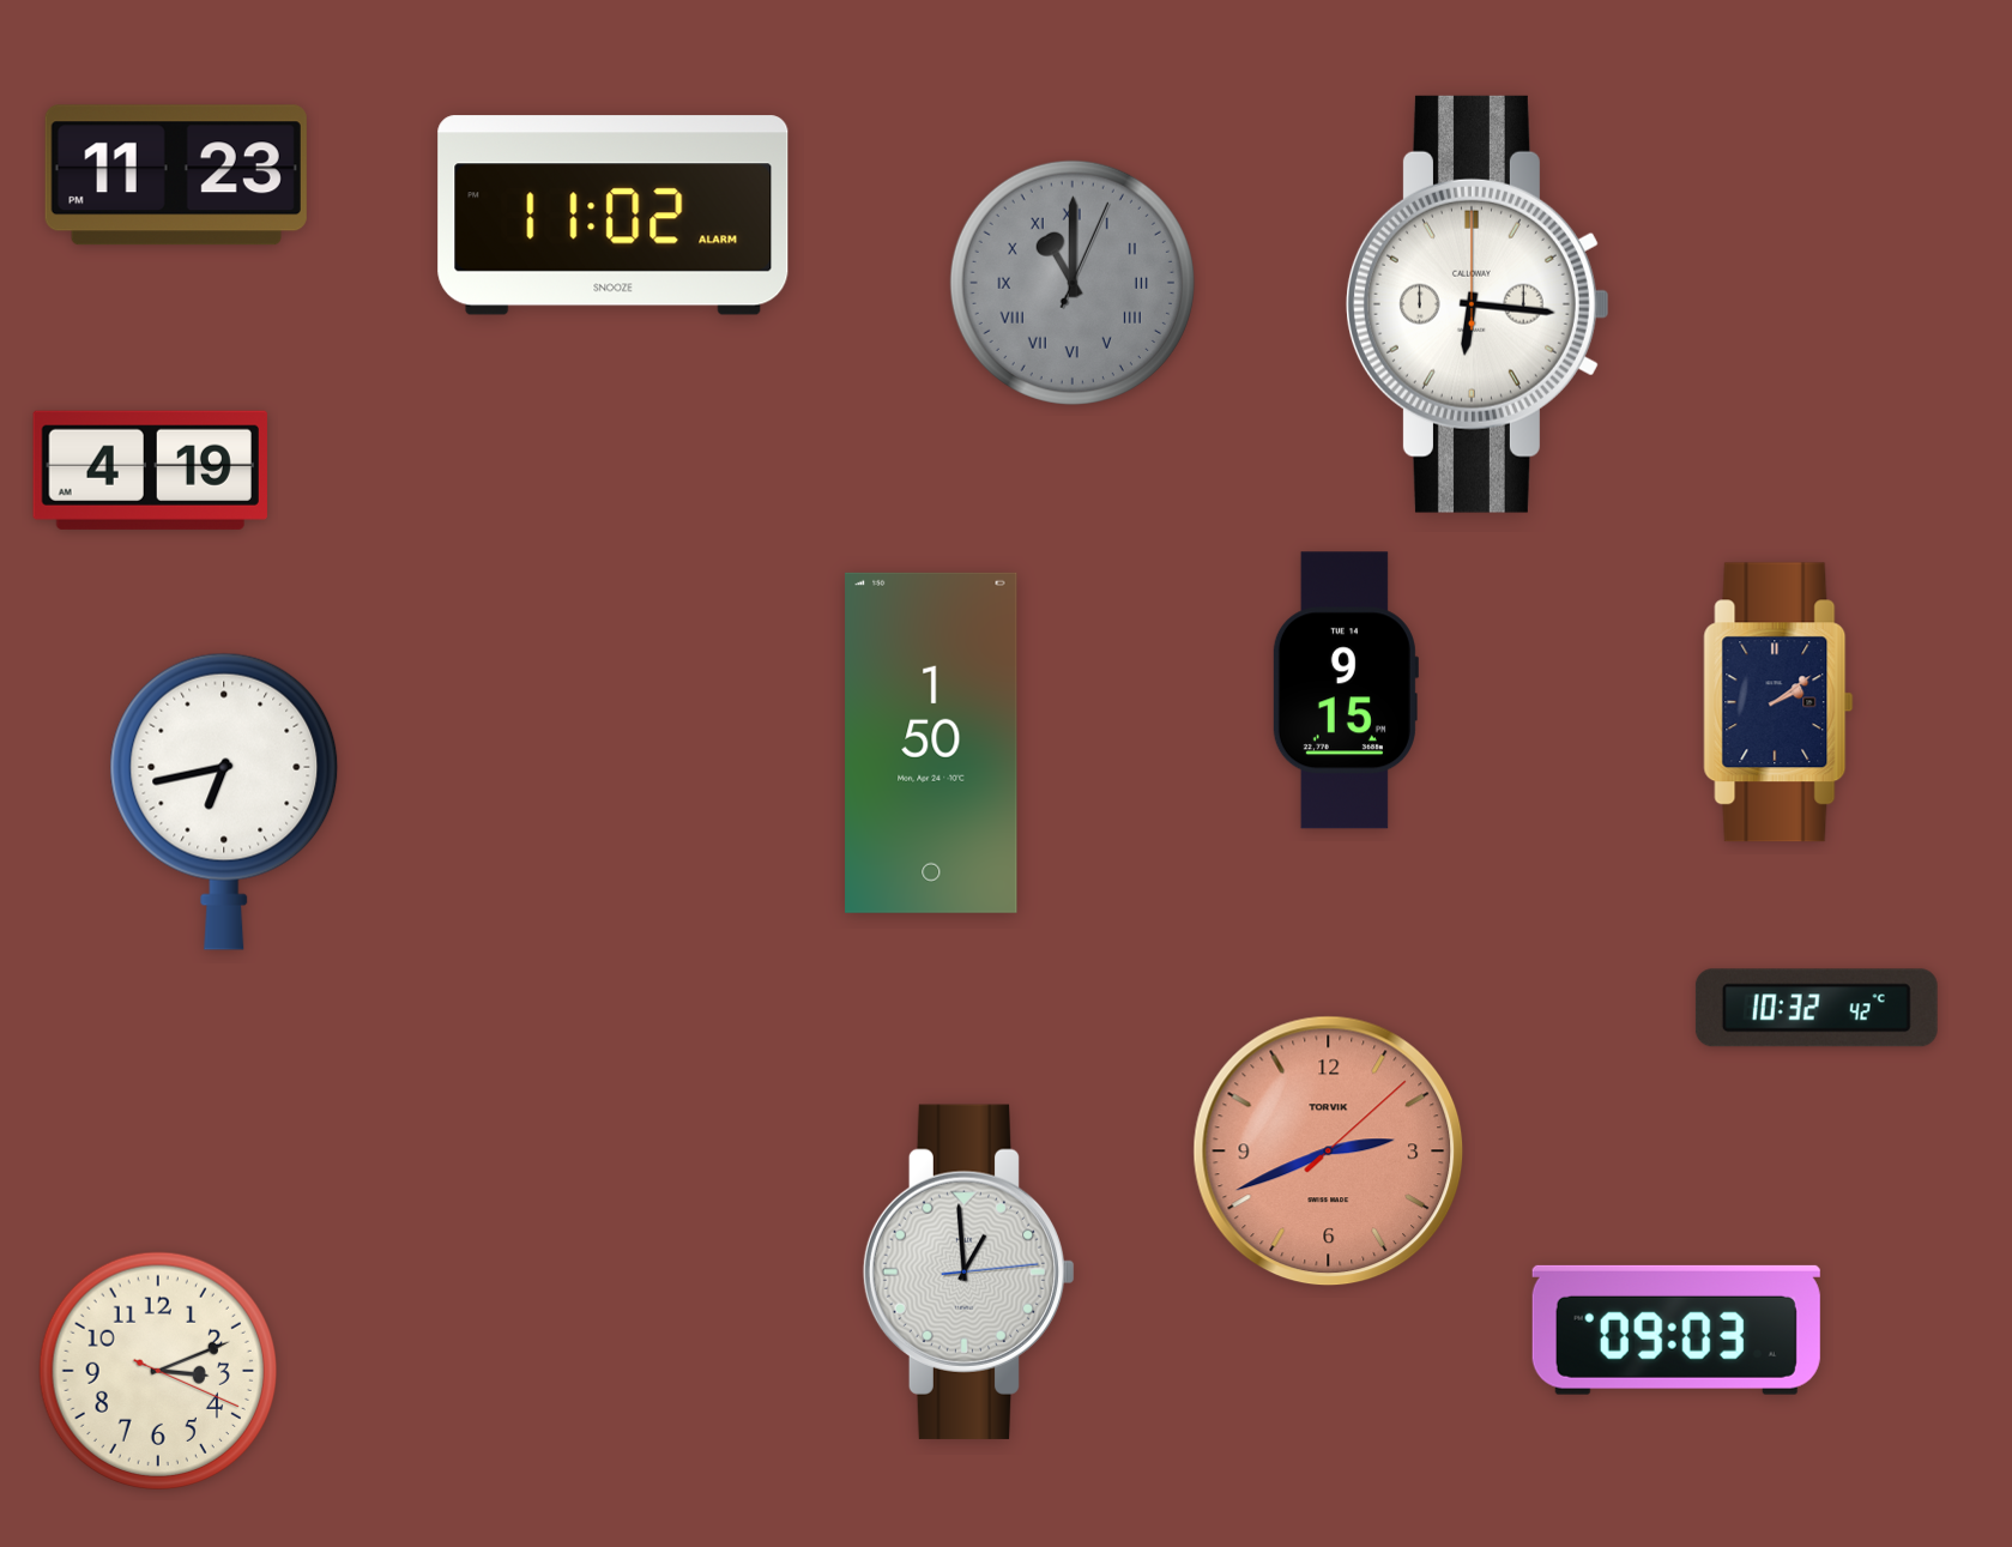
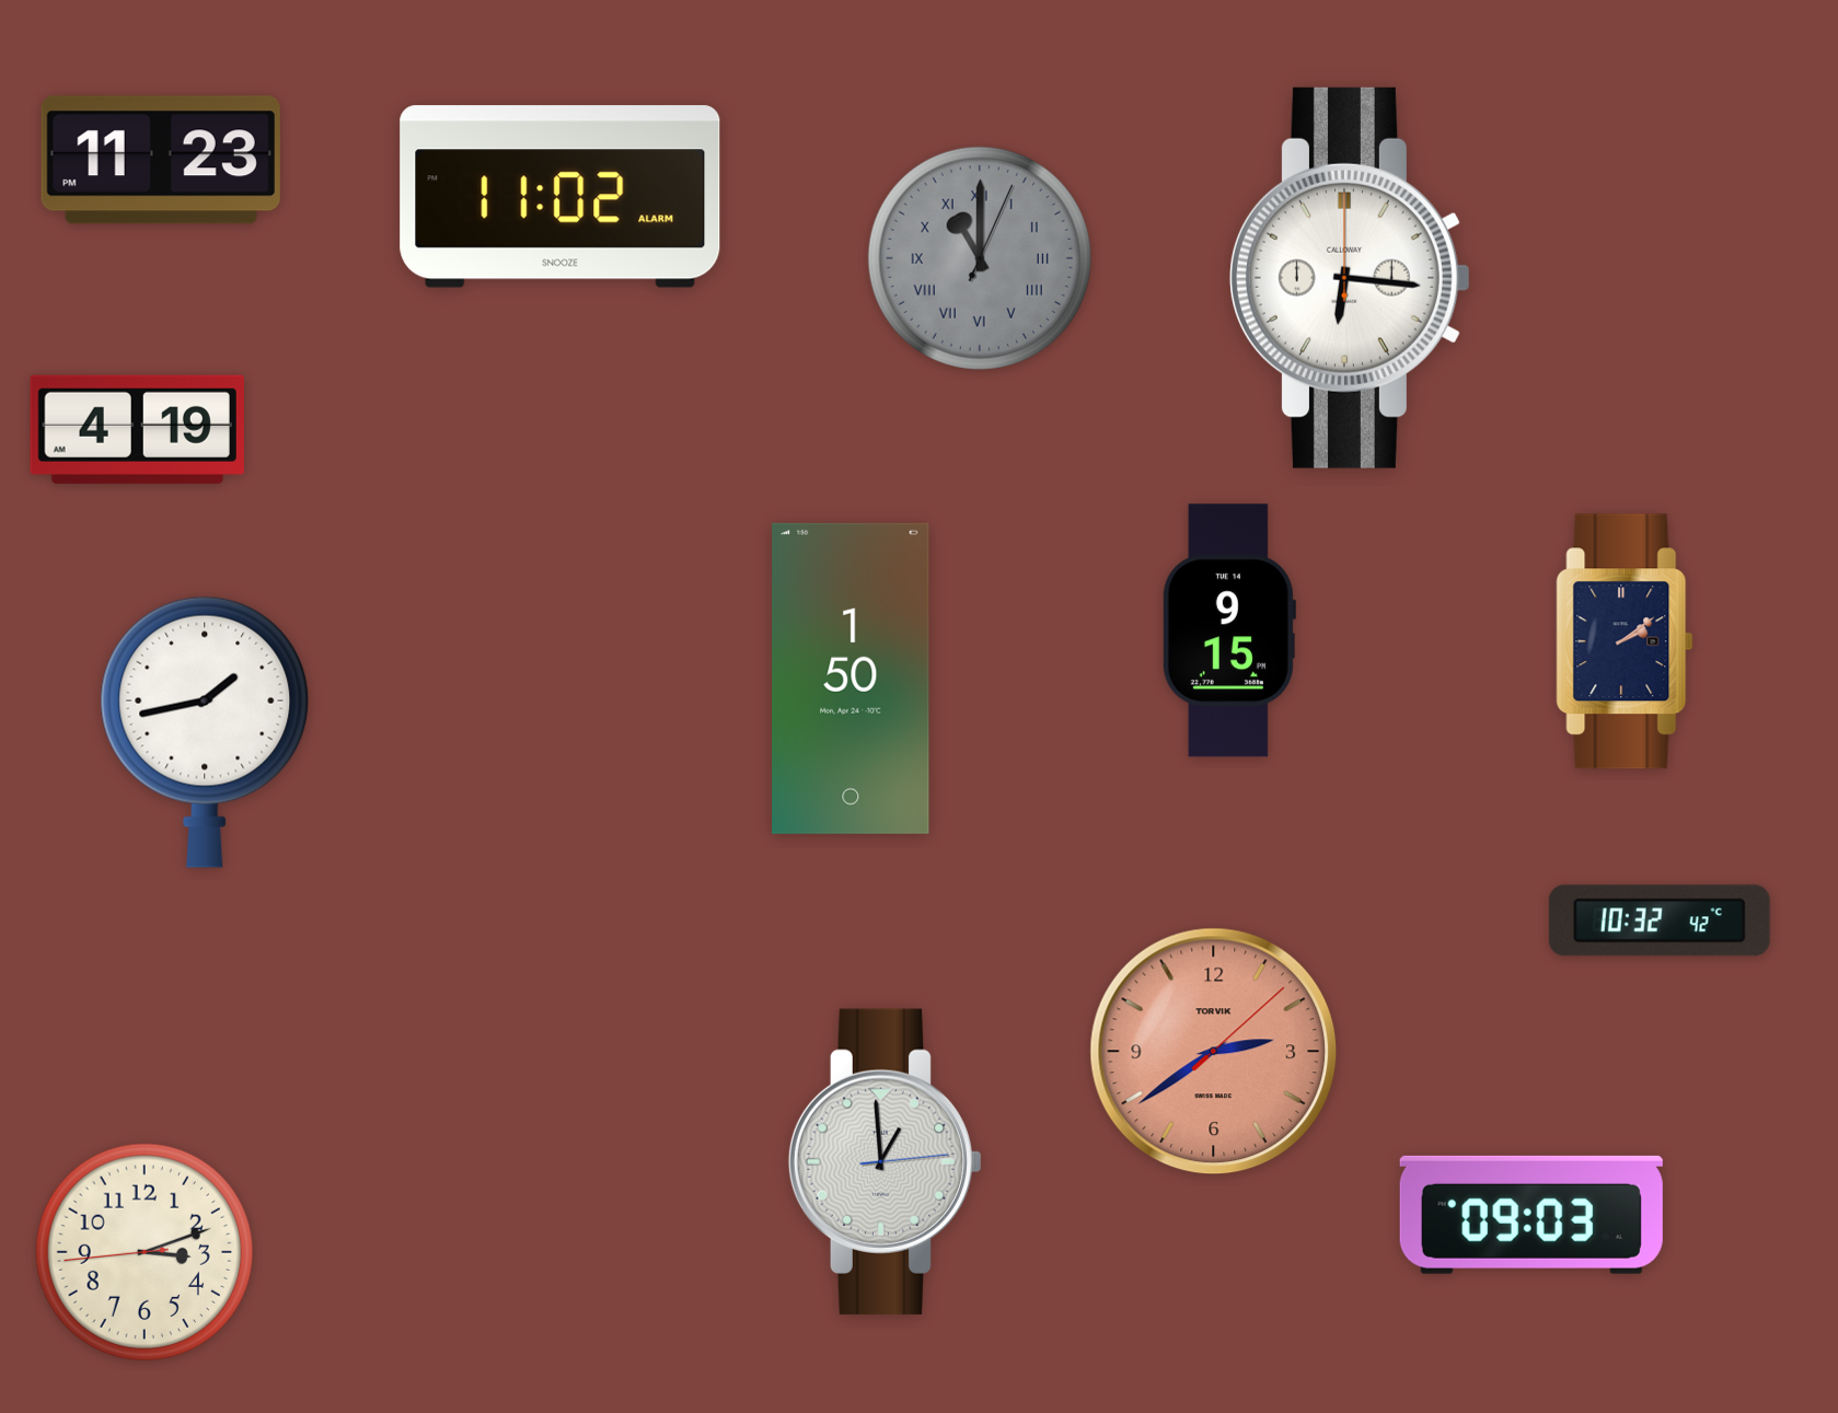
clock at (224, 802): 6:43 -> 1:43
clock at (1329, 1152): 2:41 -> 2:39
clock at (157, 1370): 3:11:19 -> 3:11:44
